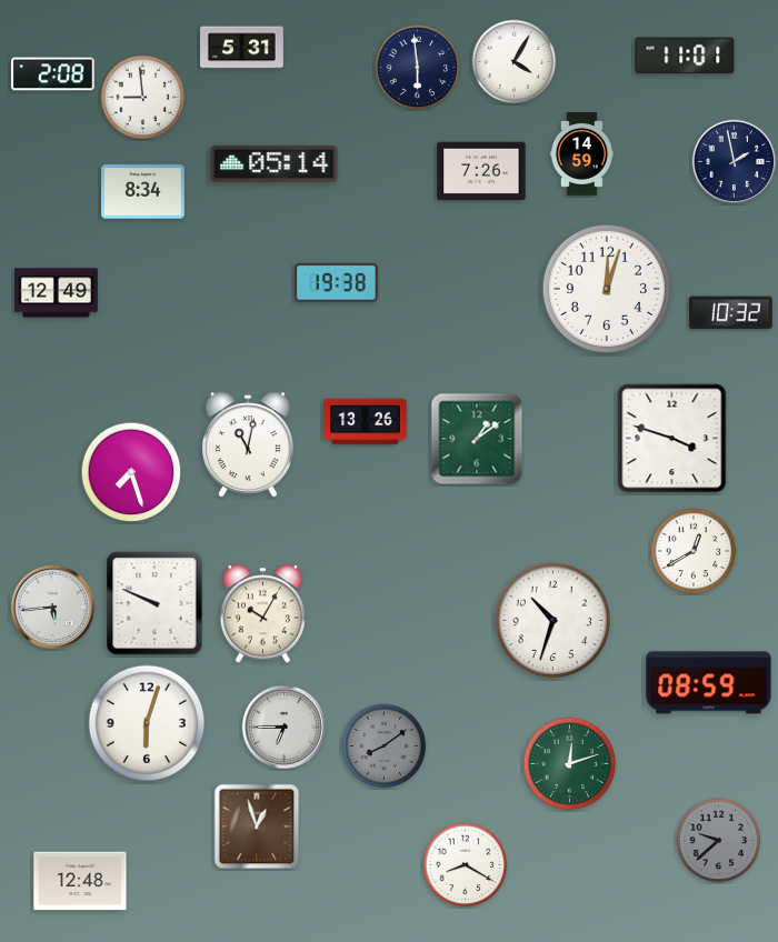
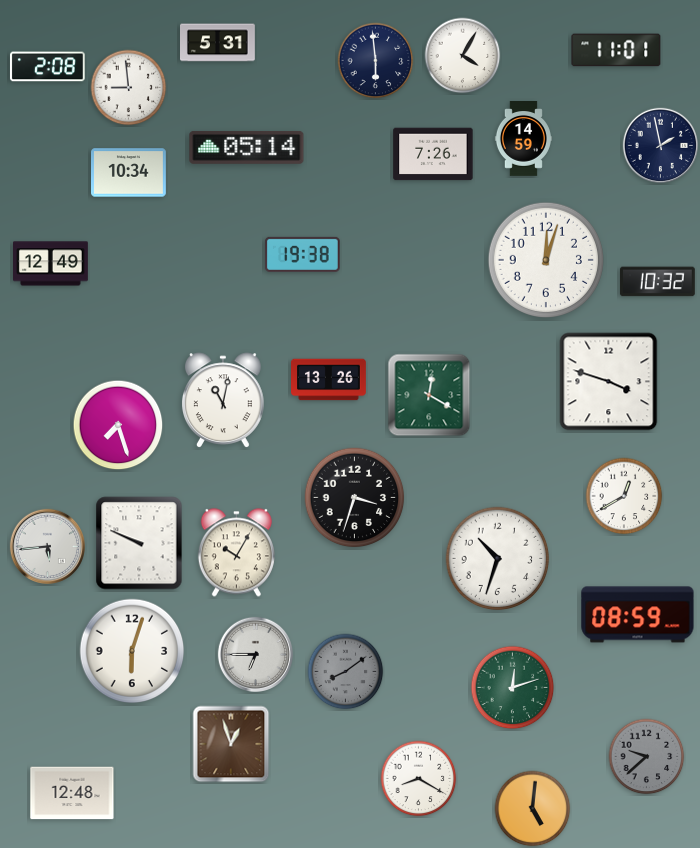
clock at (143, 192): 8:34 -> 10:34
clock at (477, 439): 1:09 -> 12:20
clock at (672, 439) position: (672, 439) -> (609, 382)
clock at (355, 498): none -> 3:33
clock at (533, 809): none -> 5:01
